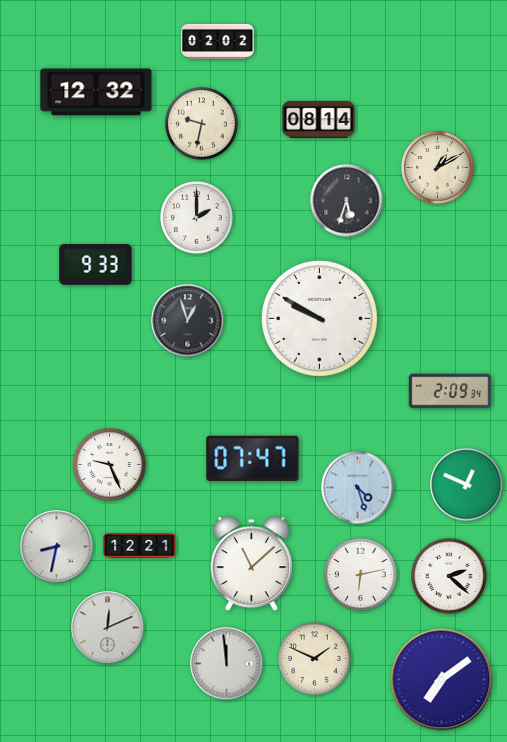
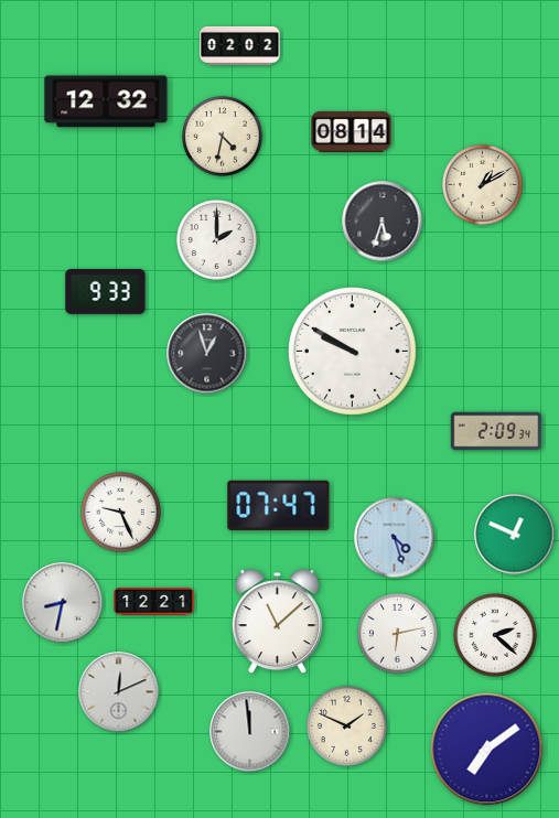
clock at (202, 124): 9:32 -> 4:32
